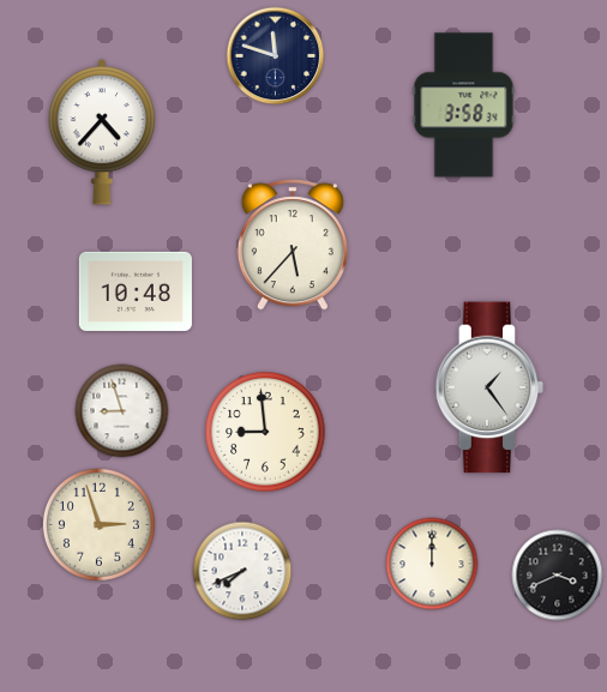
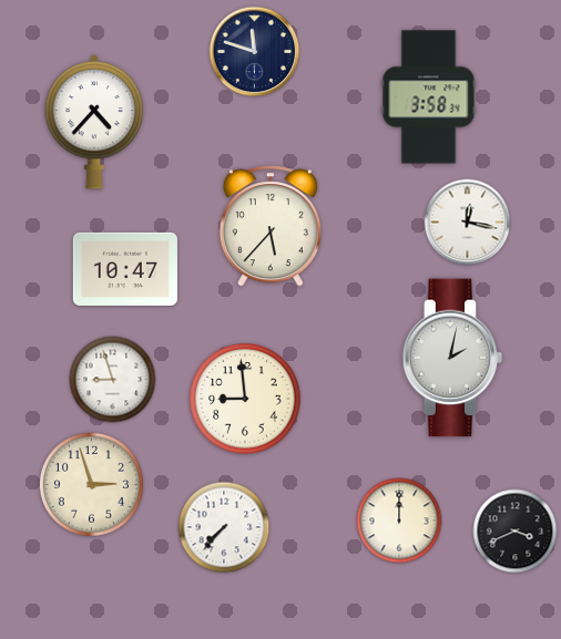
clock at (468, 223): none -> 12:17
clock at (136, 291): 10:48 -> 10:47
clock at (489, 387): 1:24 -> 2:02
clock at (242, 571): 7:41 -> 7:37
